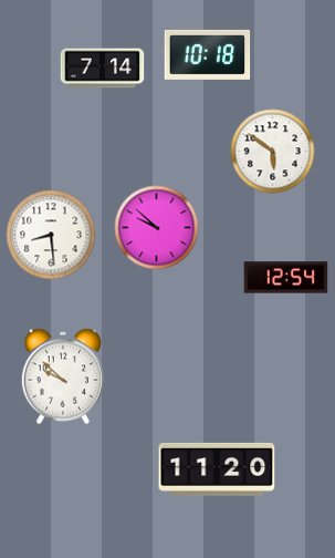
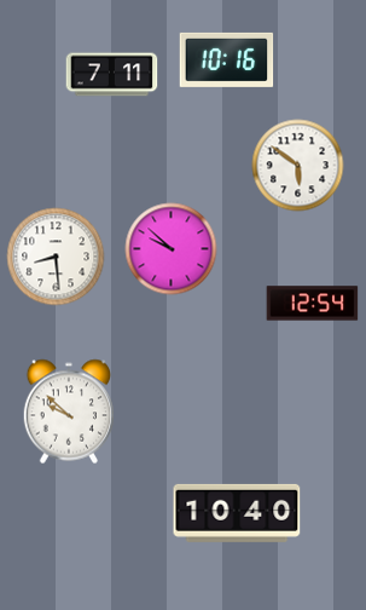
clock at (208, 54): 10:18 -> 10:16
clock at (103, 69): 7:14 -> 7:11
clock at (217, 469): 11:20 -> 10:40
